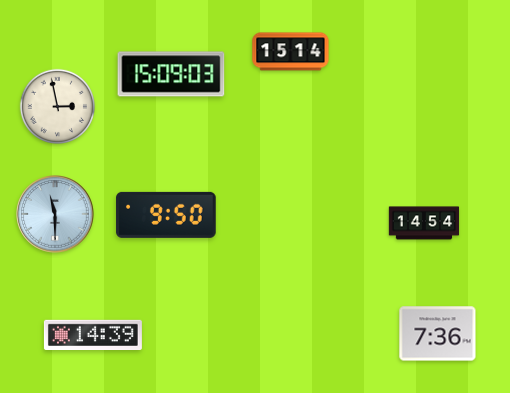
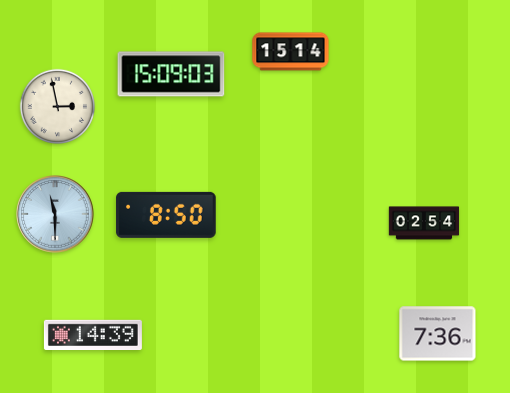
clock at (166, 215): 9:50 -> 8:50
clock at (424, 223): 14:54 -> 02:54
